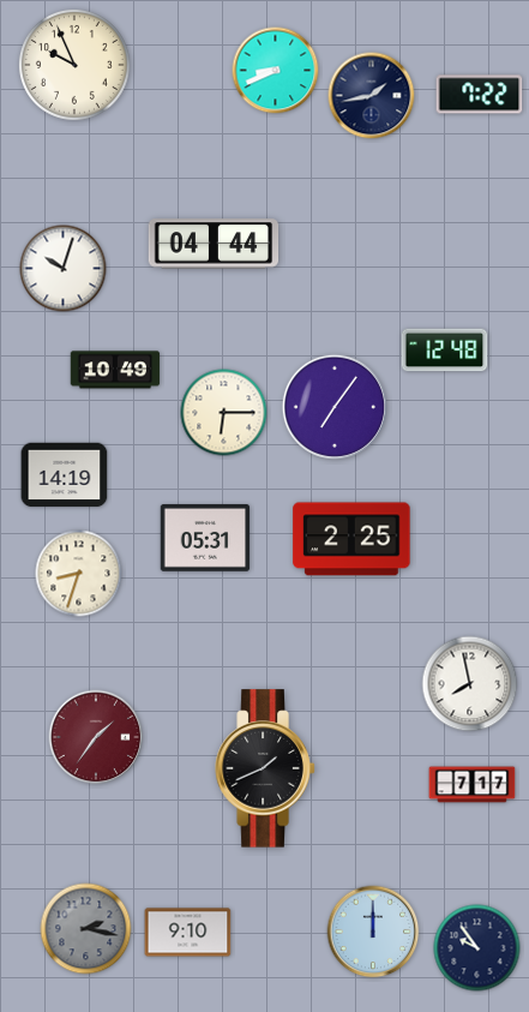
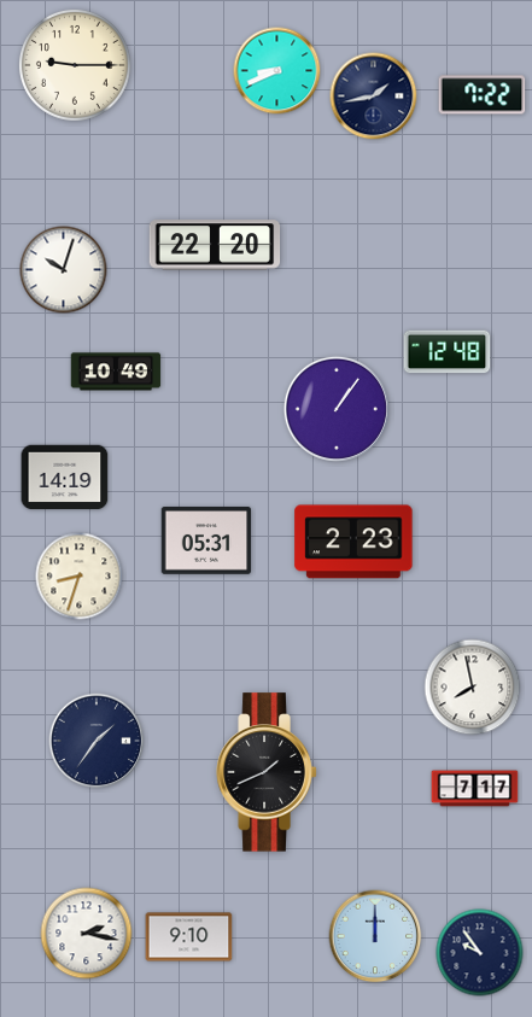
clock at (74, 65): 9:56 -> 9:15
clock at (214, 244): 04:44 -> 22:20
clock at (335, 407): 7:06 -> 1:06
clock at (224, 413): 6:15 -> none
clock at (351, 539): 2:25 -> 2:23
clock at (96, 737) dial: burgundy -> navy
clock at (86, 929) dial: grey -> white
